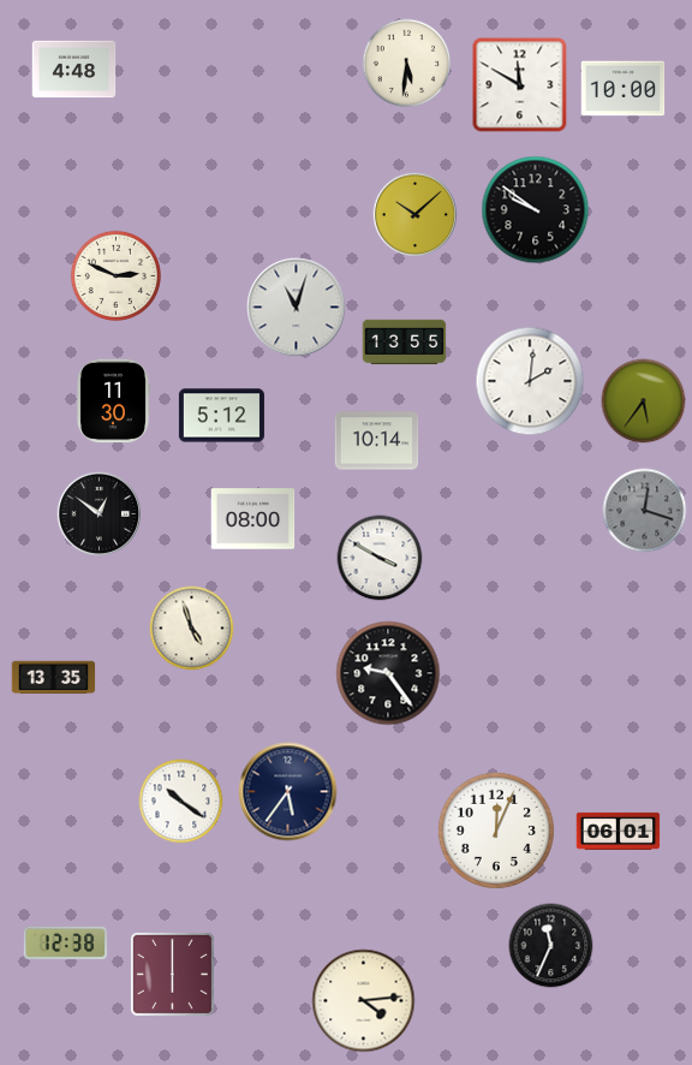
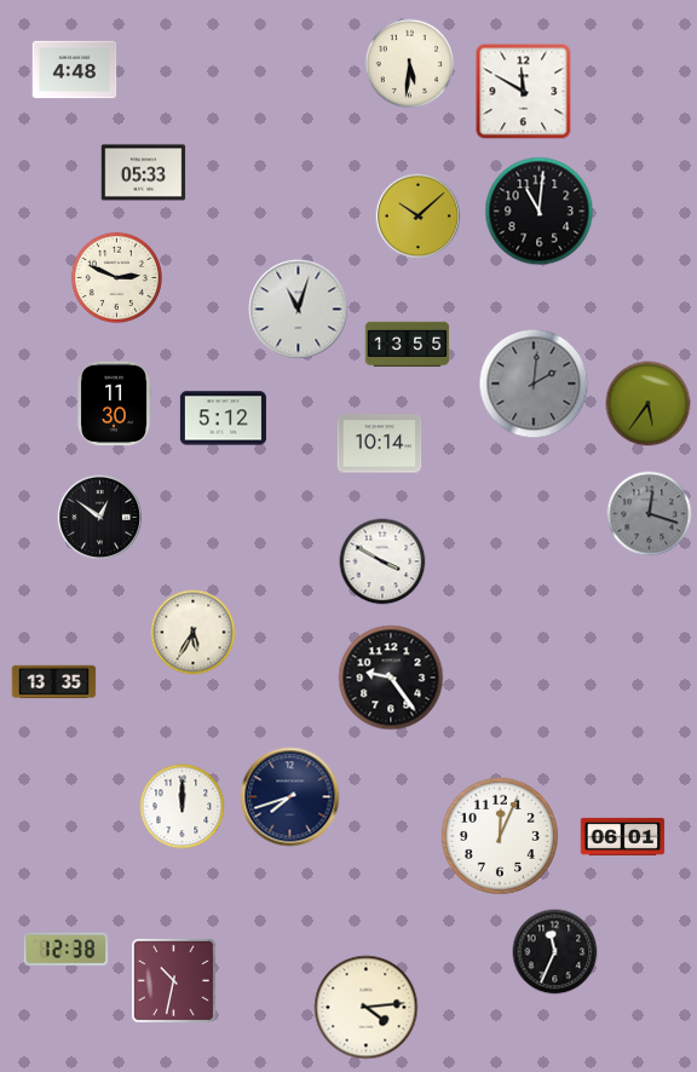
clock at (520, 85) position: (520, 85) -> (524, 92)
clock at (624, 89): 10:00 -> none
clock at (144, 173): none -> 05:33
clock at (536, 210): 9:51 -> 11:01
clock at (530, 381) dial: white -> grey
clock at (253, 519): 08:00 -> none
clock at (192, 629): 4:57 -> 5:35
clock at (288, 792): 5:36 -> 7:42
clock at (181, 802): 10:21 -> 12:00
clock at (172, 974): 6:00 -> 10:32
